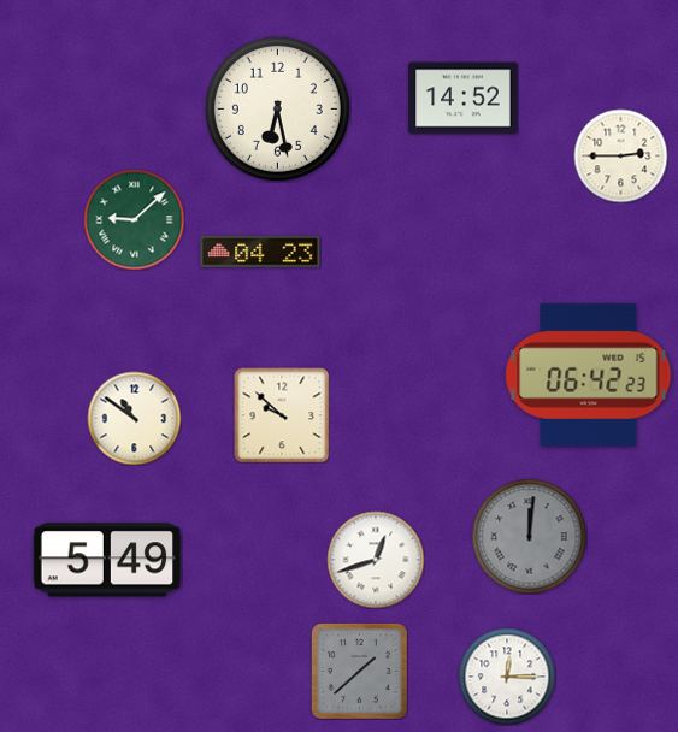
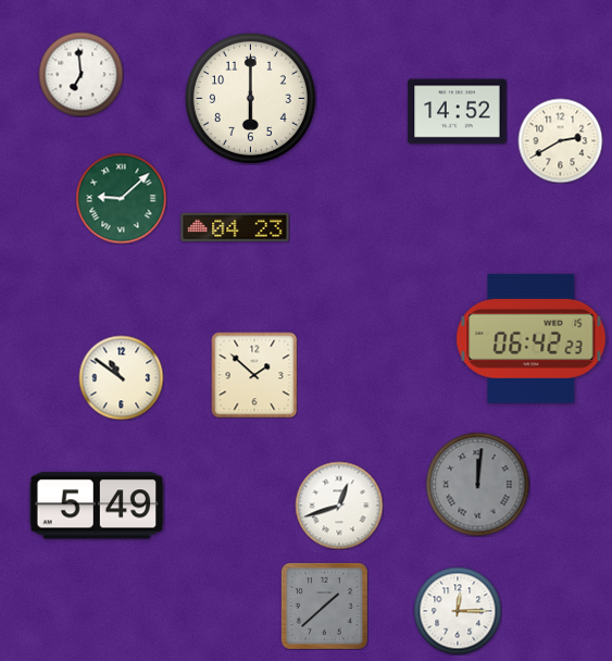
clock at (80, 74): none -> 6:59
clock at (464, 99) position: (464, 99) -> (458, 112)
clock at (277, 108): 6:28 -> 6:00
clock at (620, 155): 2:45 -> 2:40
clock at (282, 415): 9:52 -> 1:52
